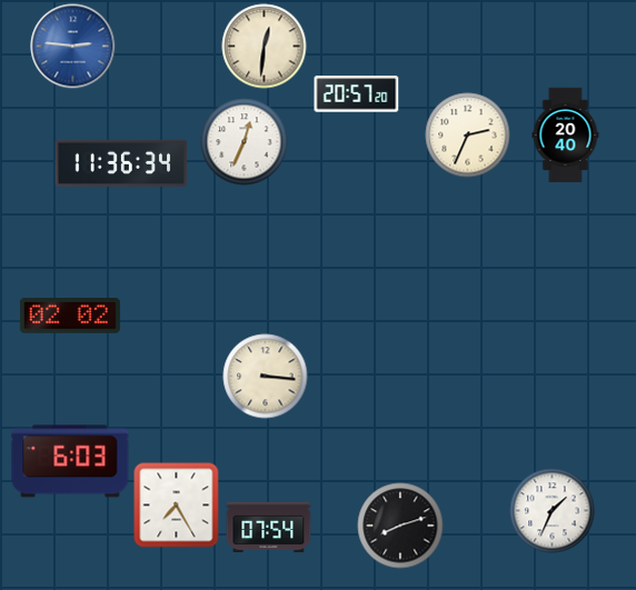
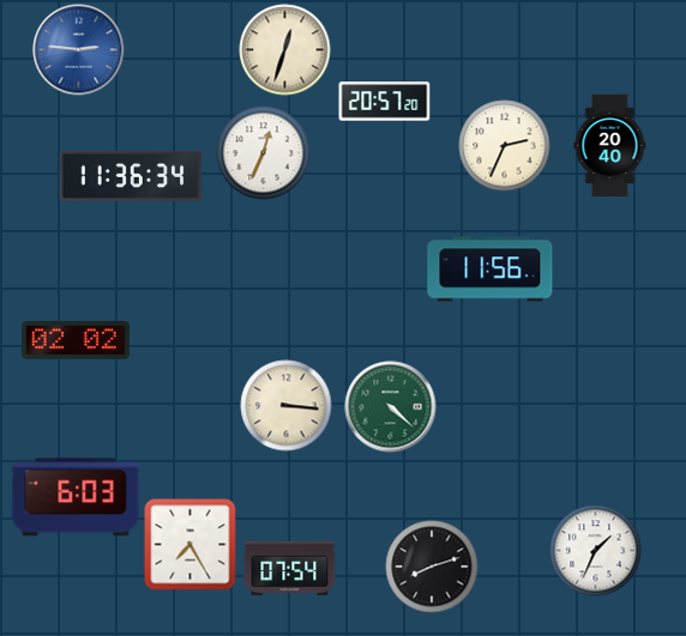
clock at (265, 47): 12:31 -> 12:33
clock at (491, 269): none -> 11:56
clock at (391, 407): none -> 4:22
